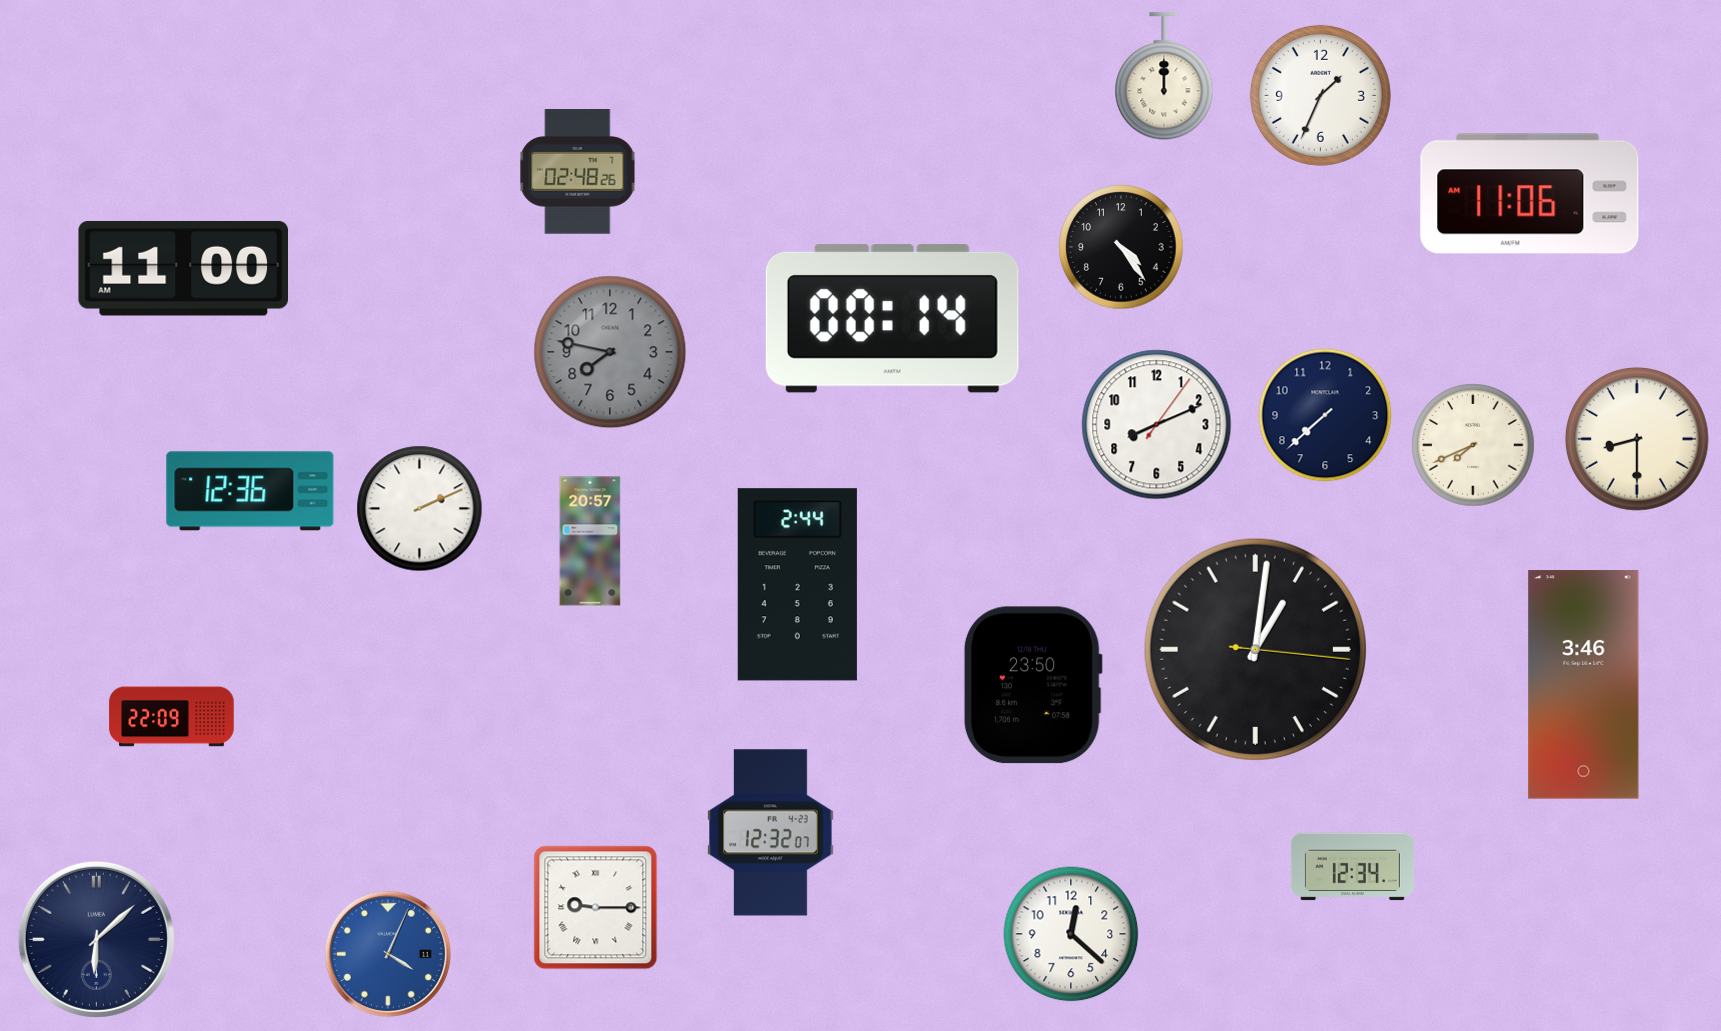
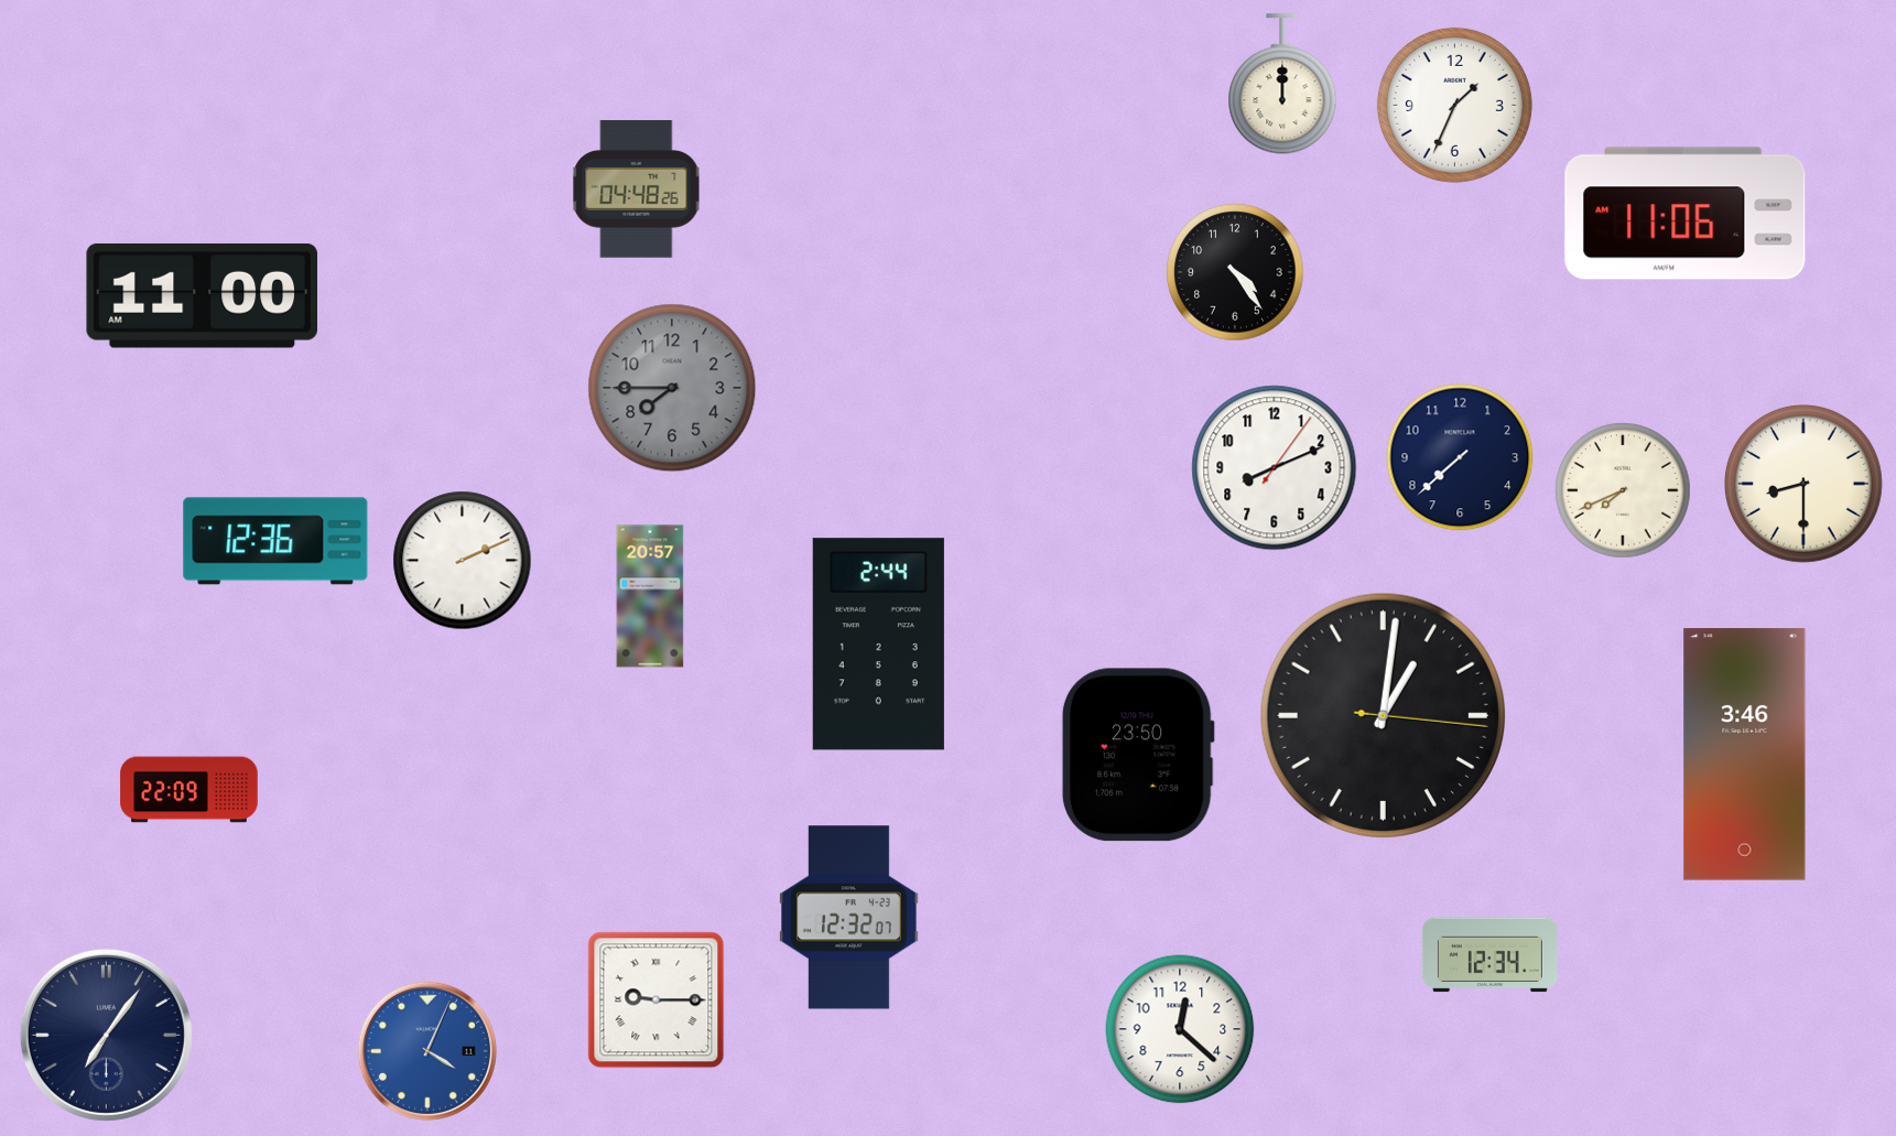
clock at (578, 172): 02:48 -> 04:48
clock at (892, 318): 00:14 -> none
clock at (610, 352): 7:47 -> 7:45
clock at (96, 939): 6:08 -> 7:06
